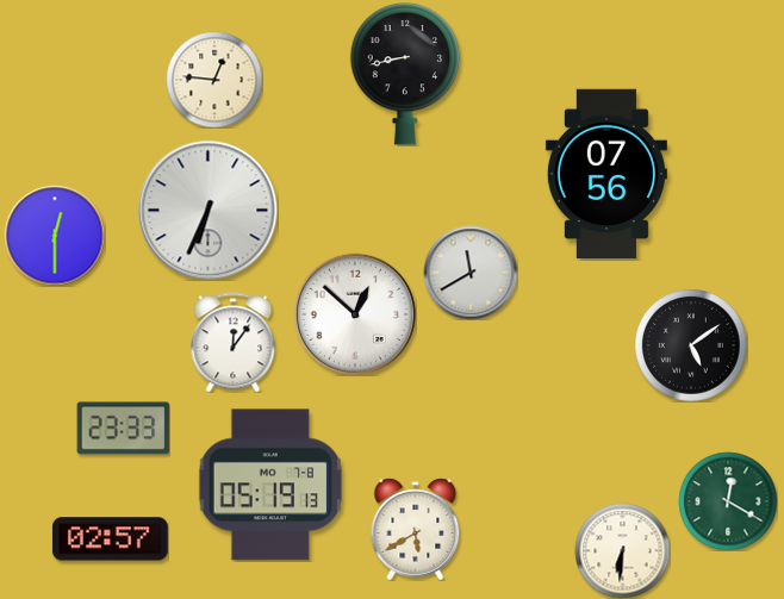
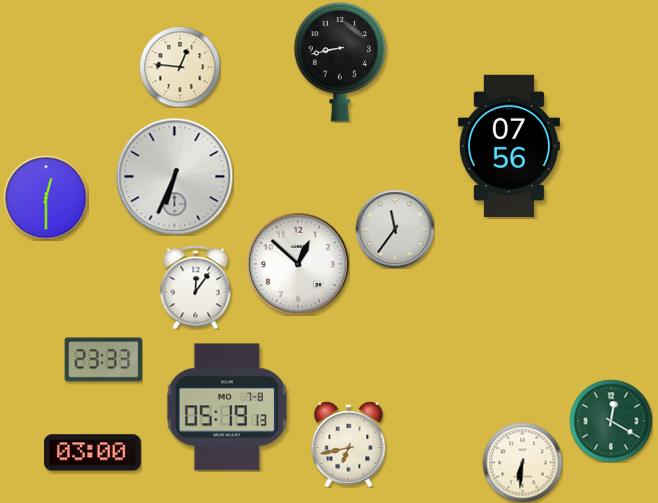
clock at (471, 273): 11:40 -> 11:36
clock at (691, 345): 5:09 -> none
clock at (416, 529): 5:40 -> 6:43
clock at (110, 539): 02:57 -> 03:00
